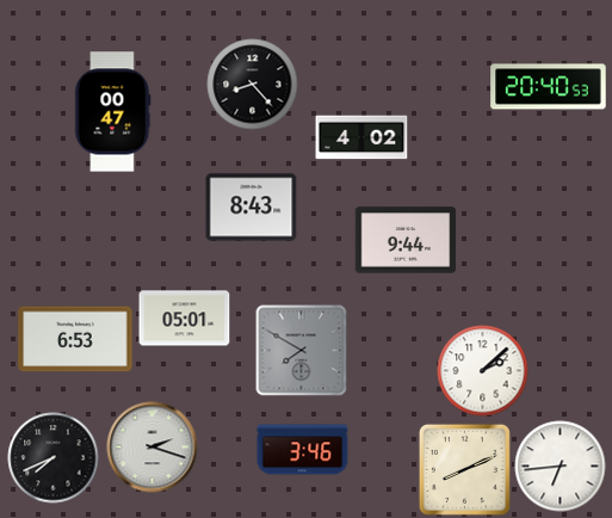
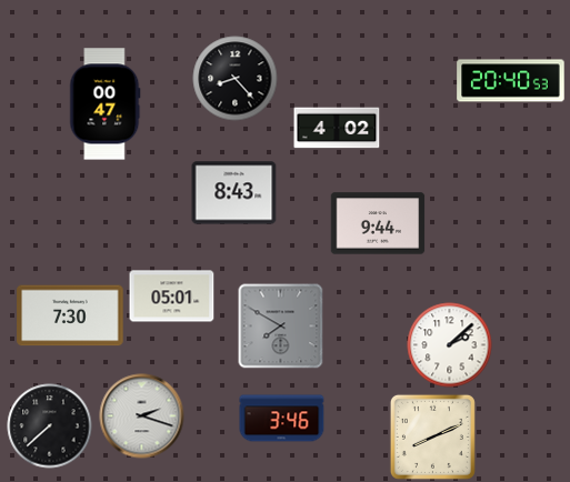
clock at (75, 339): 6:53 -> 7:30
clock at (54, 458): 7:41 -> 7:38
clock at (561, 467): 6:44 -> none
